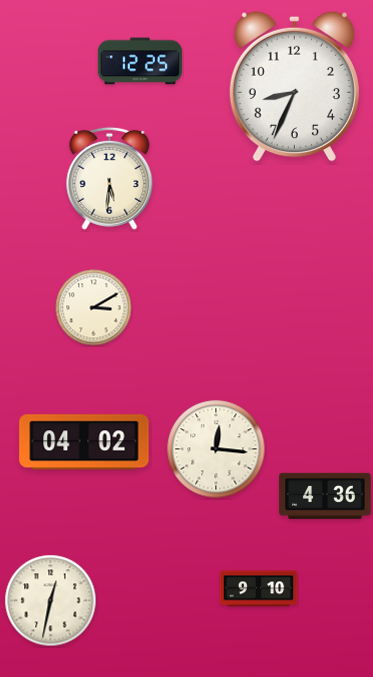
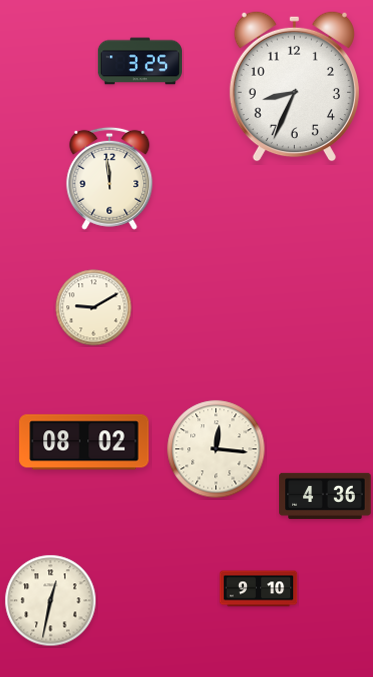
clock at (140, 61): 12:25 -> 3:25
clock at (110, 178): 5:31 -> 11:59
clock at (94, 308): 3:10 -> 9:10
clock at (84, 442): 04:02 -> 08:02
